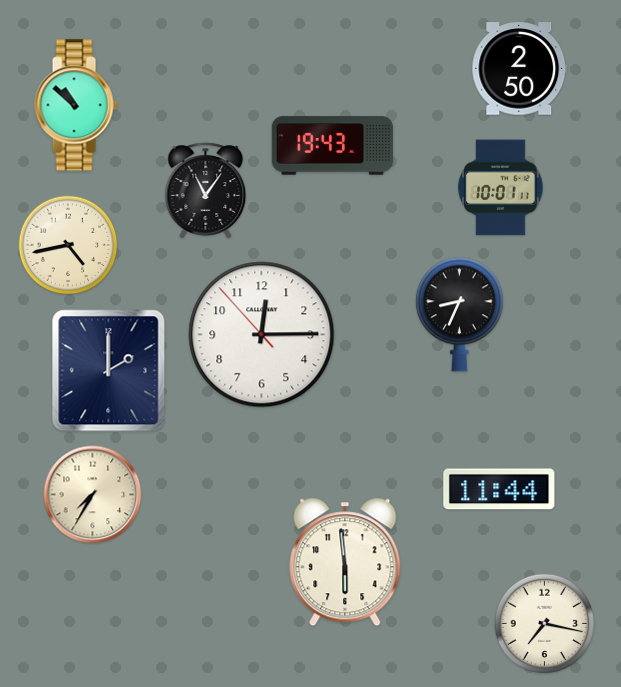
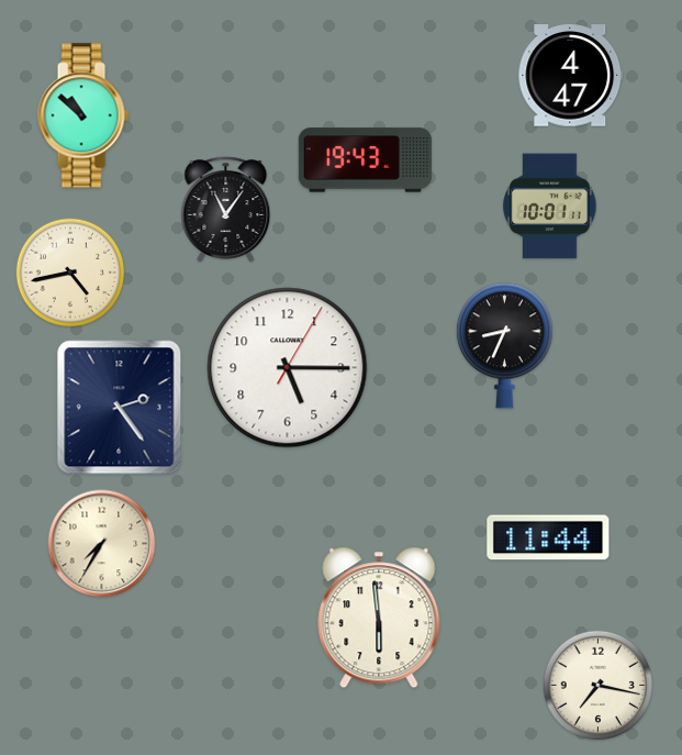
clock at (520, 69): 2:50 -> 4:47
clock at (68, 245) position: (68, 245) -> (70, 273)
clock at (262, 335): 12:14 -> 5:15
clock at (109, 371): 2:00 -> 2:24
